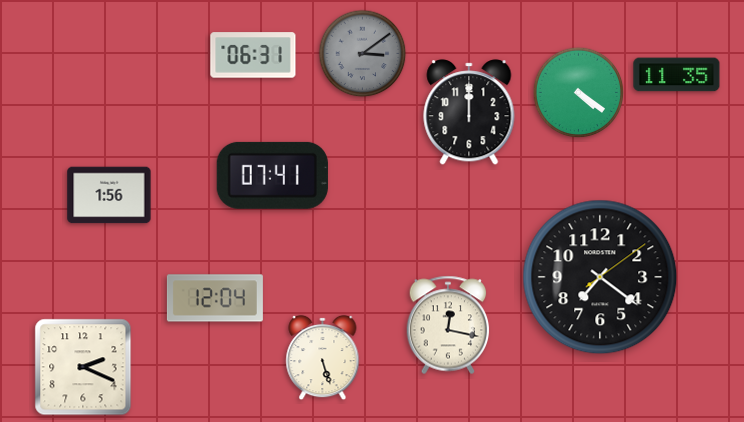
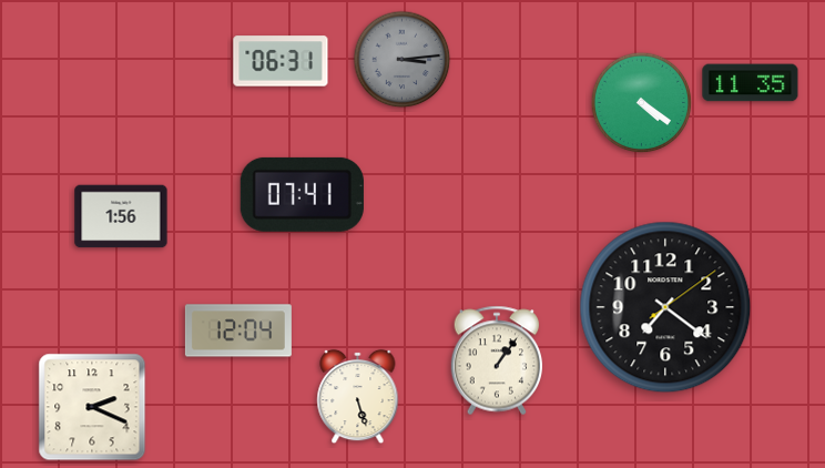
clock at (363, 54): 3:09 -> 3:14
clock at (469, 112): 12:00 -> none
clock at (448, 325): 12:17 -> 1:06
